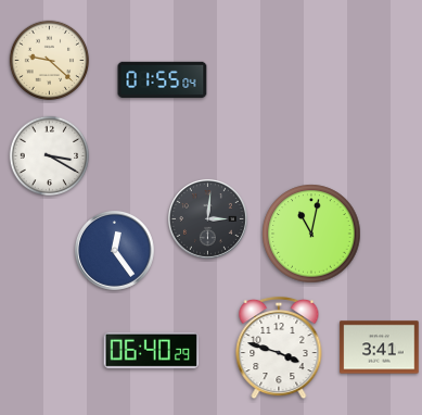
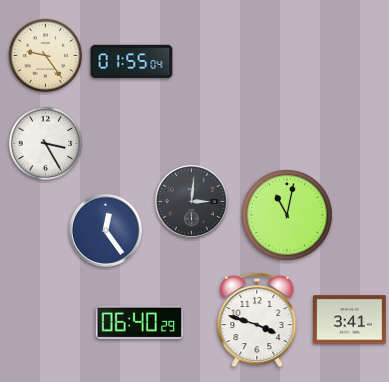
clock at (50, 61): 9:22 -> 9:24
clock at (163, 80) position: (163, 80) -> (132, 62)
clock at (50, 156): 3:20 -> 3:25
